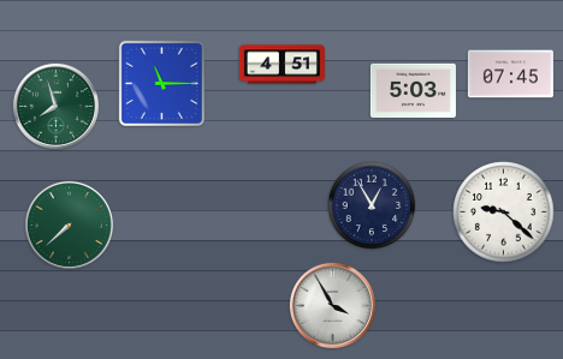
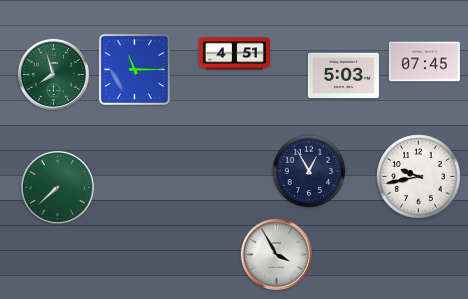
clock at (55, 106) position: (55, 106) -> (53, 74)
clock at (504, 213): 9:22 -> 9:43
